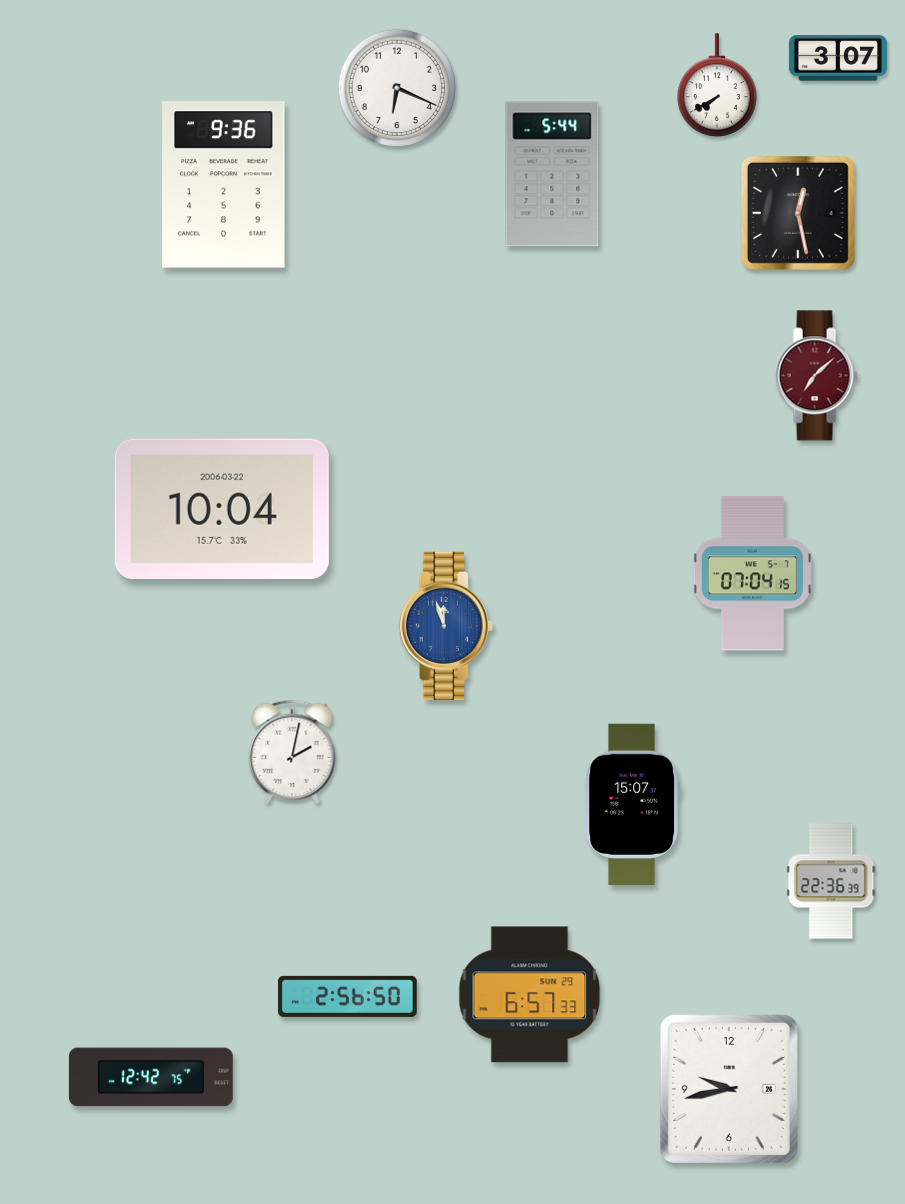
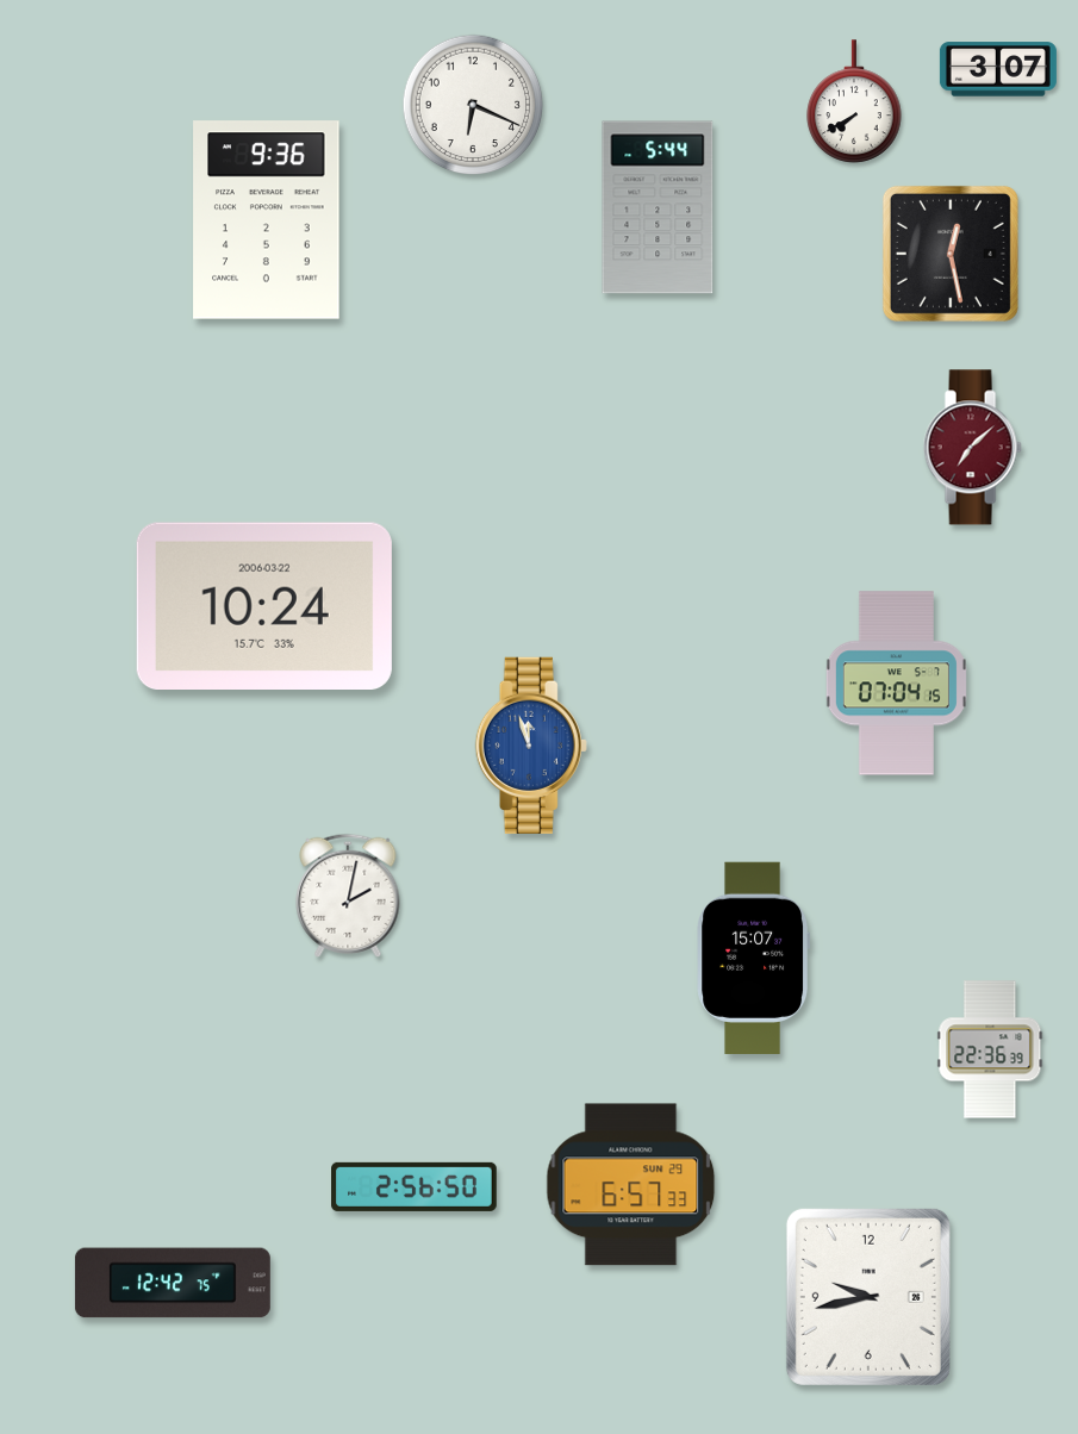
clock at (222, 508): 10:04 -> 10:24
clock at (151, 1077) position: (151, 1077) -> (173, 1283)
